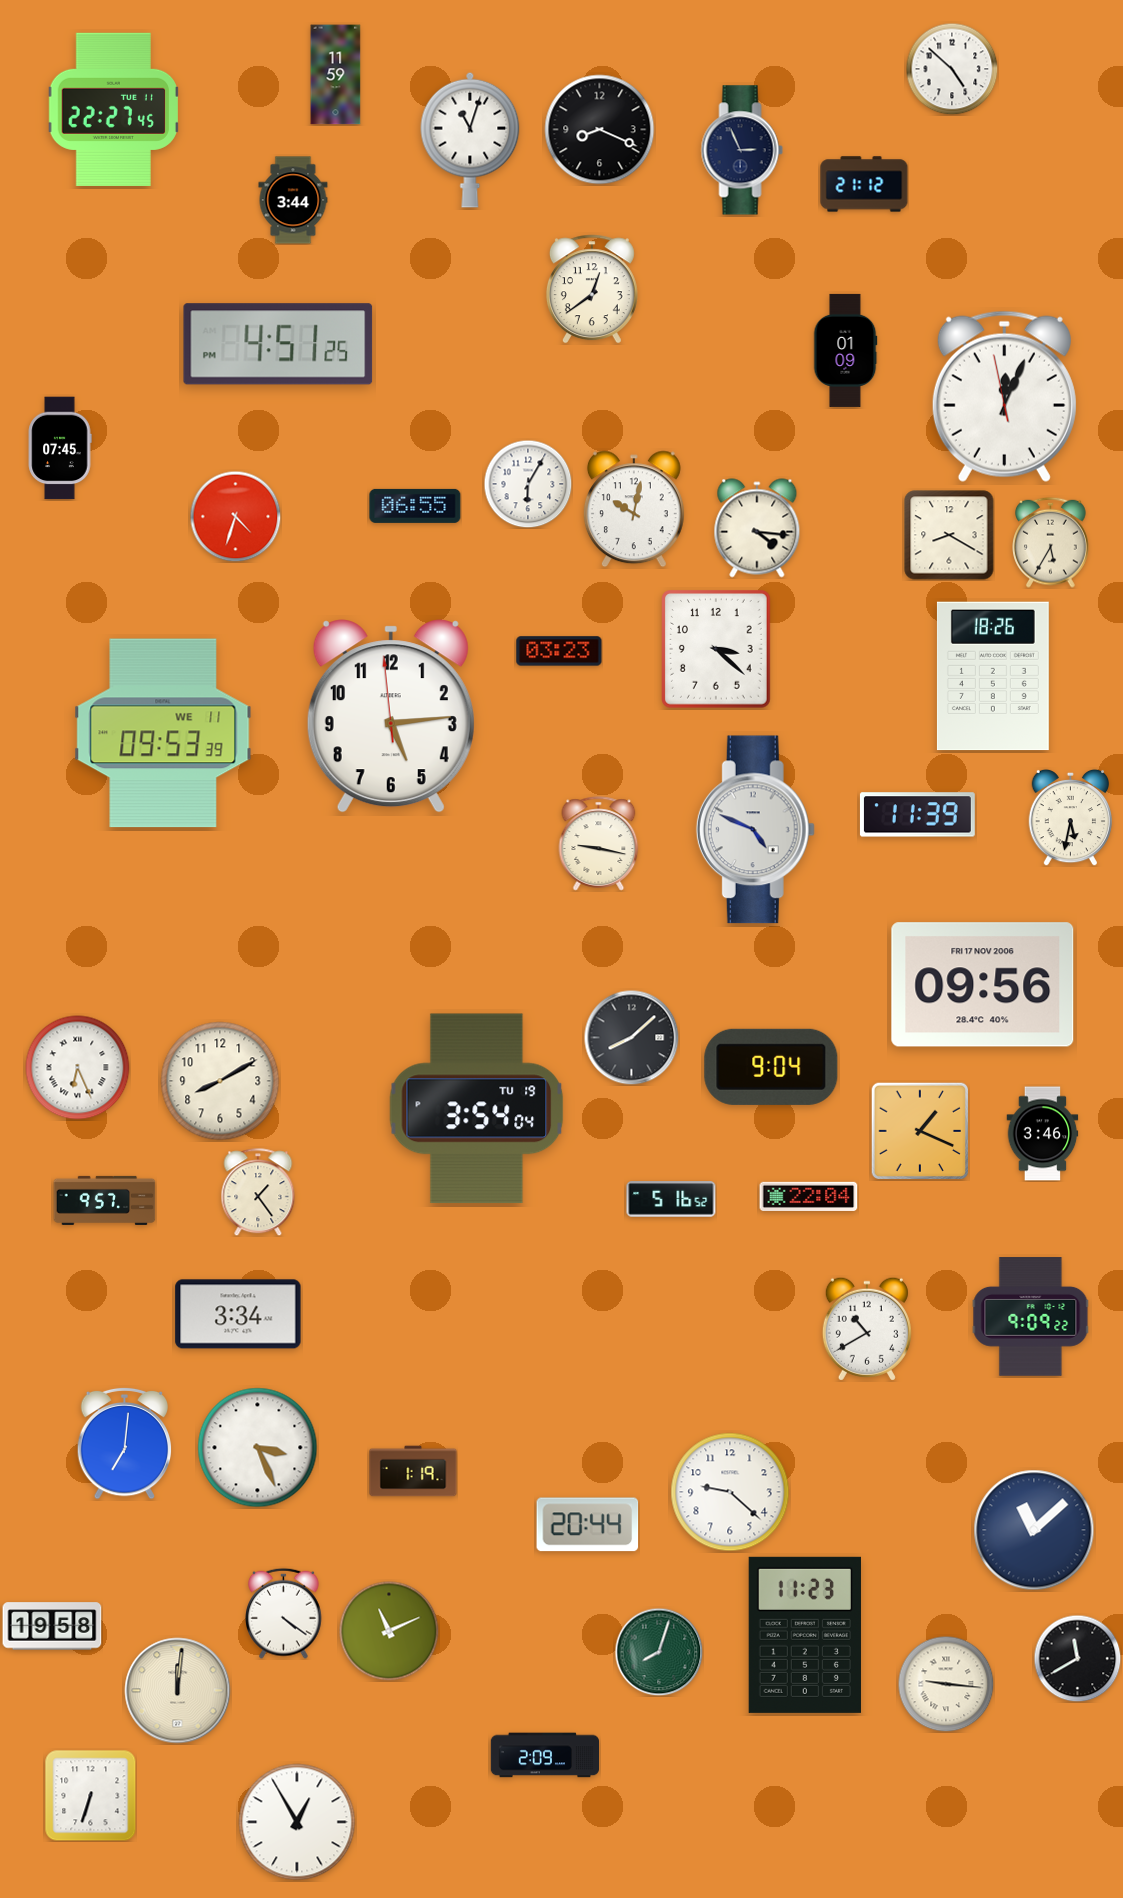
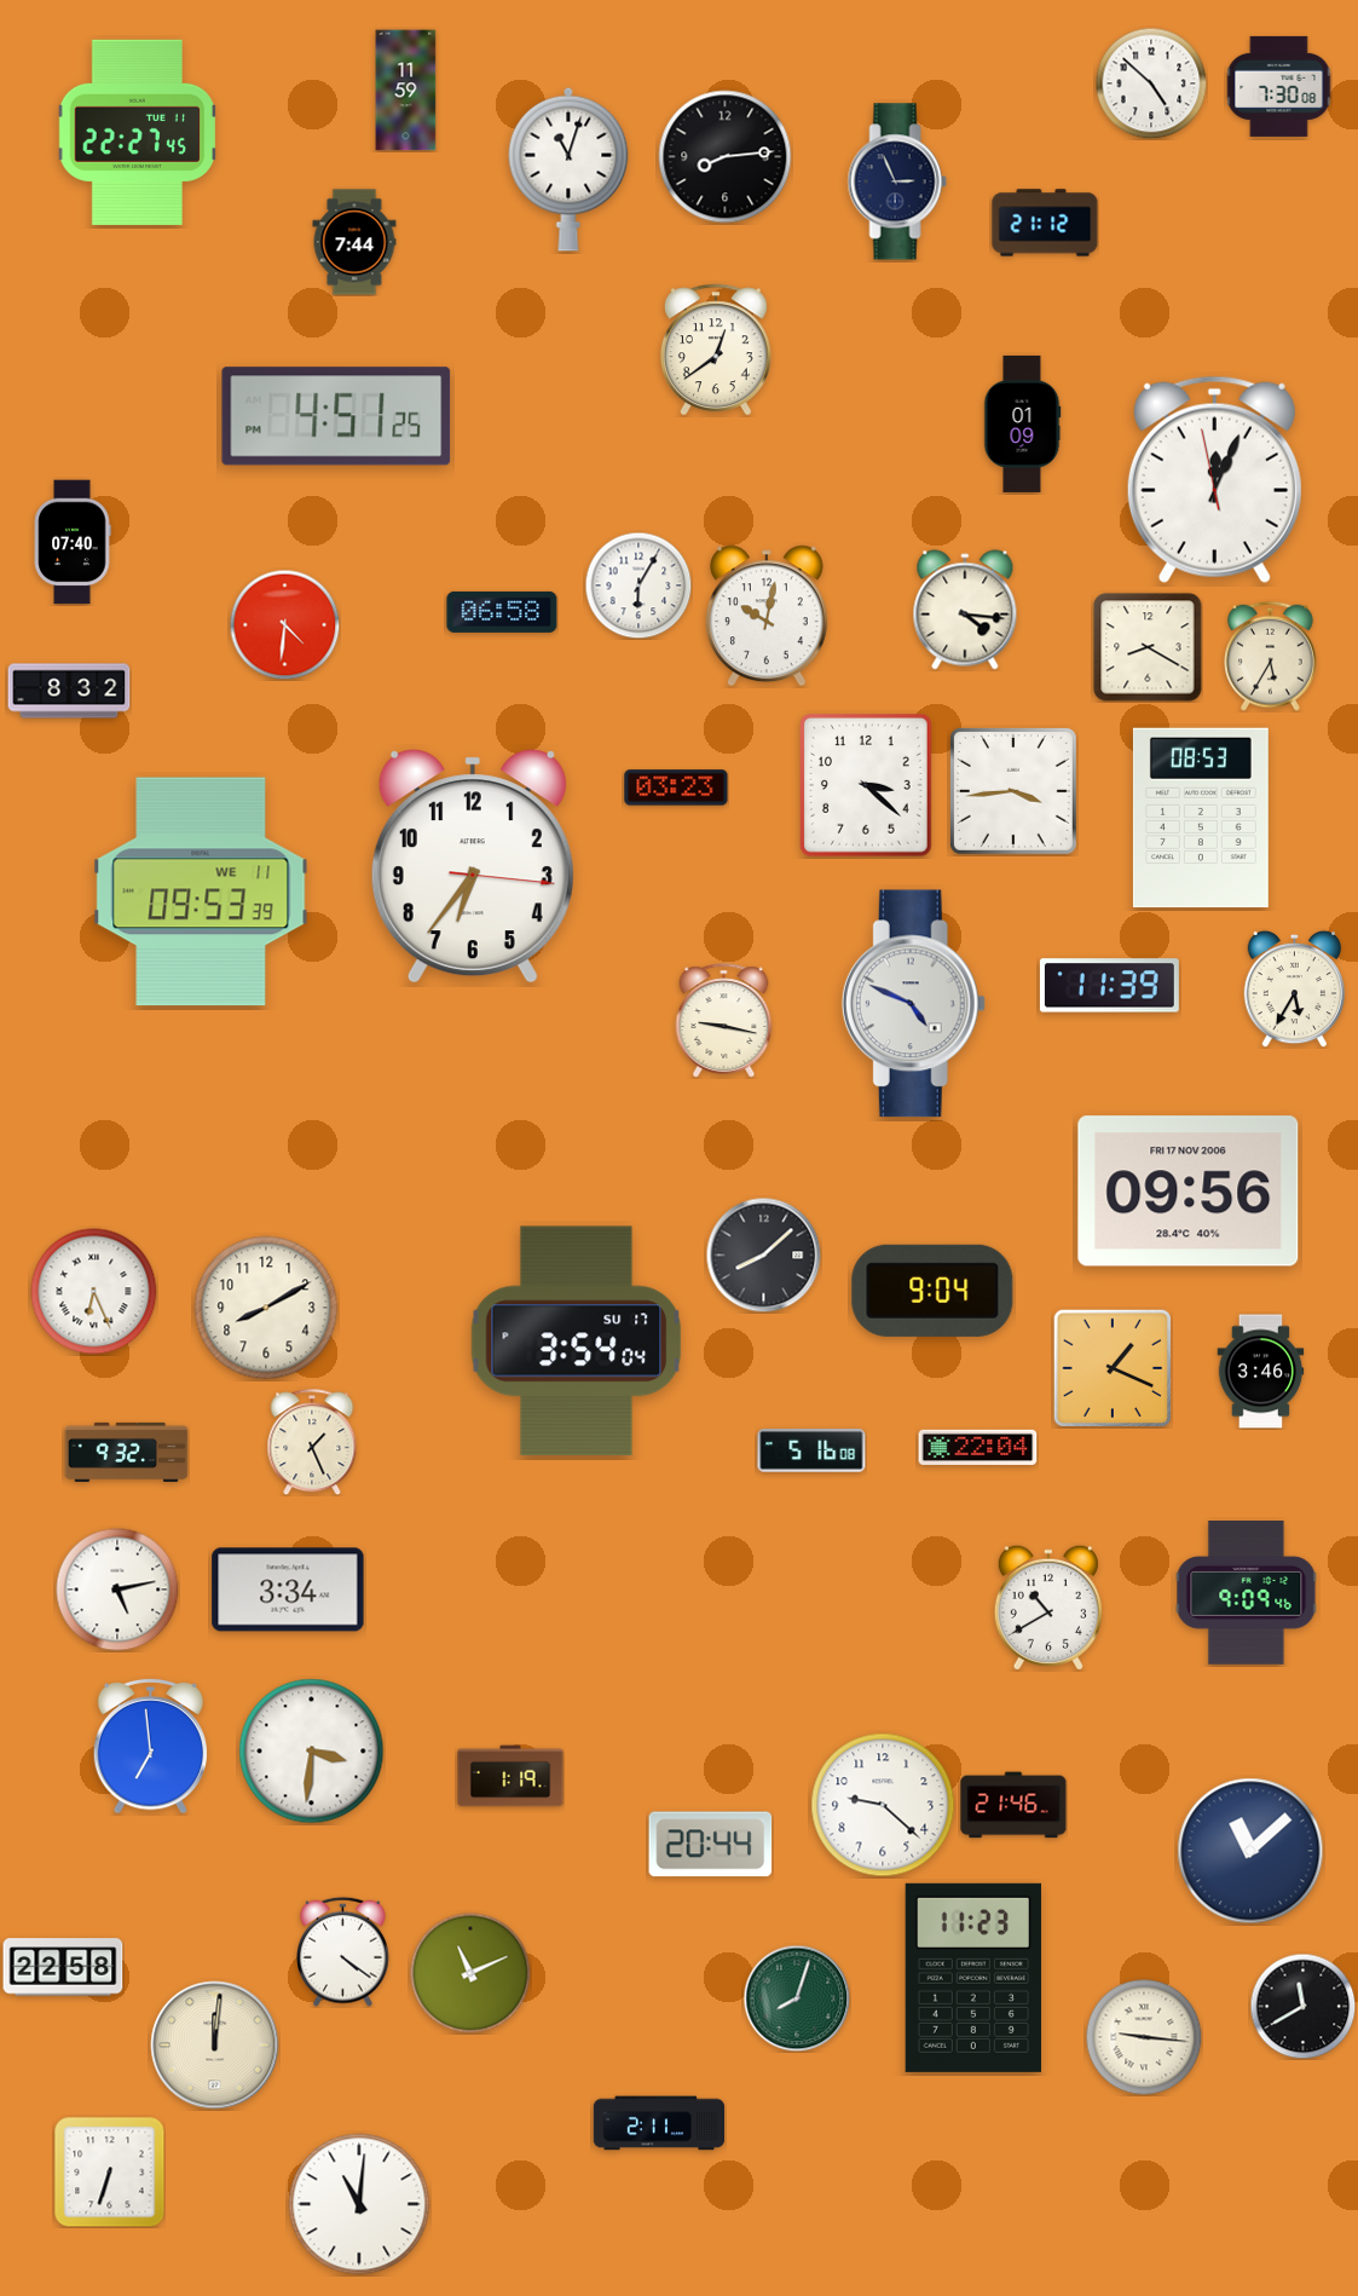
clock at (1278, 86): none -> 7:30
clock at (600, 130): 8:19 -> 8:14
clock at (293, 200): 3:44 -> 7:44
clock at (60, 448): 07:45 -> 07:40
clock at (415, 506): 06:55 -> 06:58
clock at (235, 516): 4:33 -> 4:31
clock at (757, 528) position: (757, 528) -> (965, 610)
clock at (69, 691): none -> 8:32
clock at (1013, 791): none -> 3:44
clock at (993, 676): 18:26 -> 08:53
clock at (391, 716): 5:13 -> 6:36
clock at (163, 733) position: (163, 733) -> (201, 892)
clock at (1070, 817): 5:32 -> 5:35
clock at (477, 1109) date: TU 19 -> SU 17
clock at (258, 1192): 1:24 -> 1:26
clock at (671, 1199): 5:16:52 -> 5:16:08
clock at (105, 1200): 9:57 -> 9:32
clock at (117, 1590): none -> 5:13
clock at (1031, 1317): 9:09:22 -> 9:09:46
clock at (125, 1443): 7:01 -> 6:59
clock at (258, 1448): 3:26 -> 3:31
clock at (413, 1471) position: (413, 1471) -> (510, 1776)
clock at (1013, 1805): none -> 21:46
clock at (52, 1626): 19:58 -> 22:58
clock at (544, 1755): 2:09 -> 2:11
clock at (297, 1822): 12:55 -> 11:01
